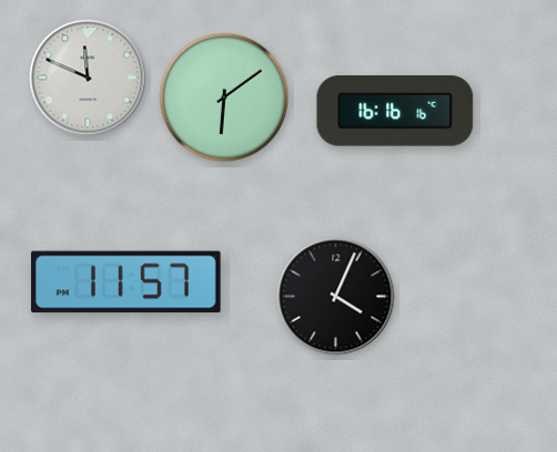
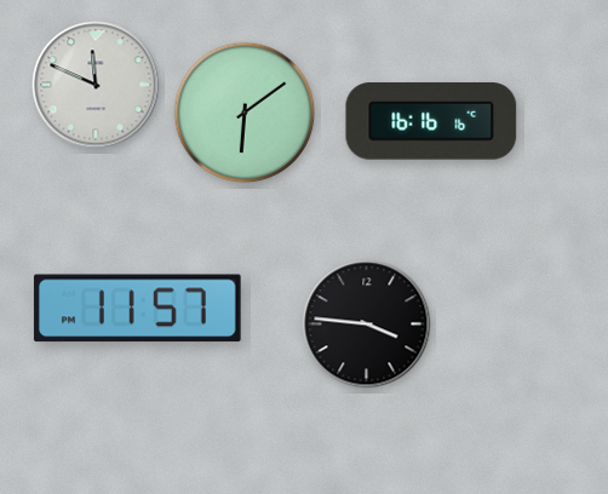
clock at (224, 97) position: (224, 97) -> (245, 113)
clock at (336, 297): 4:04 -> 3:46
